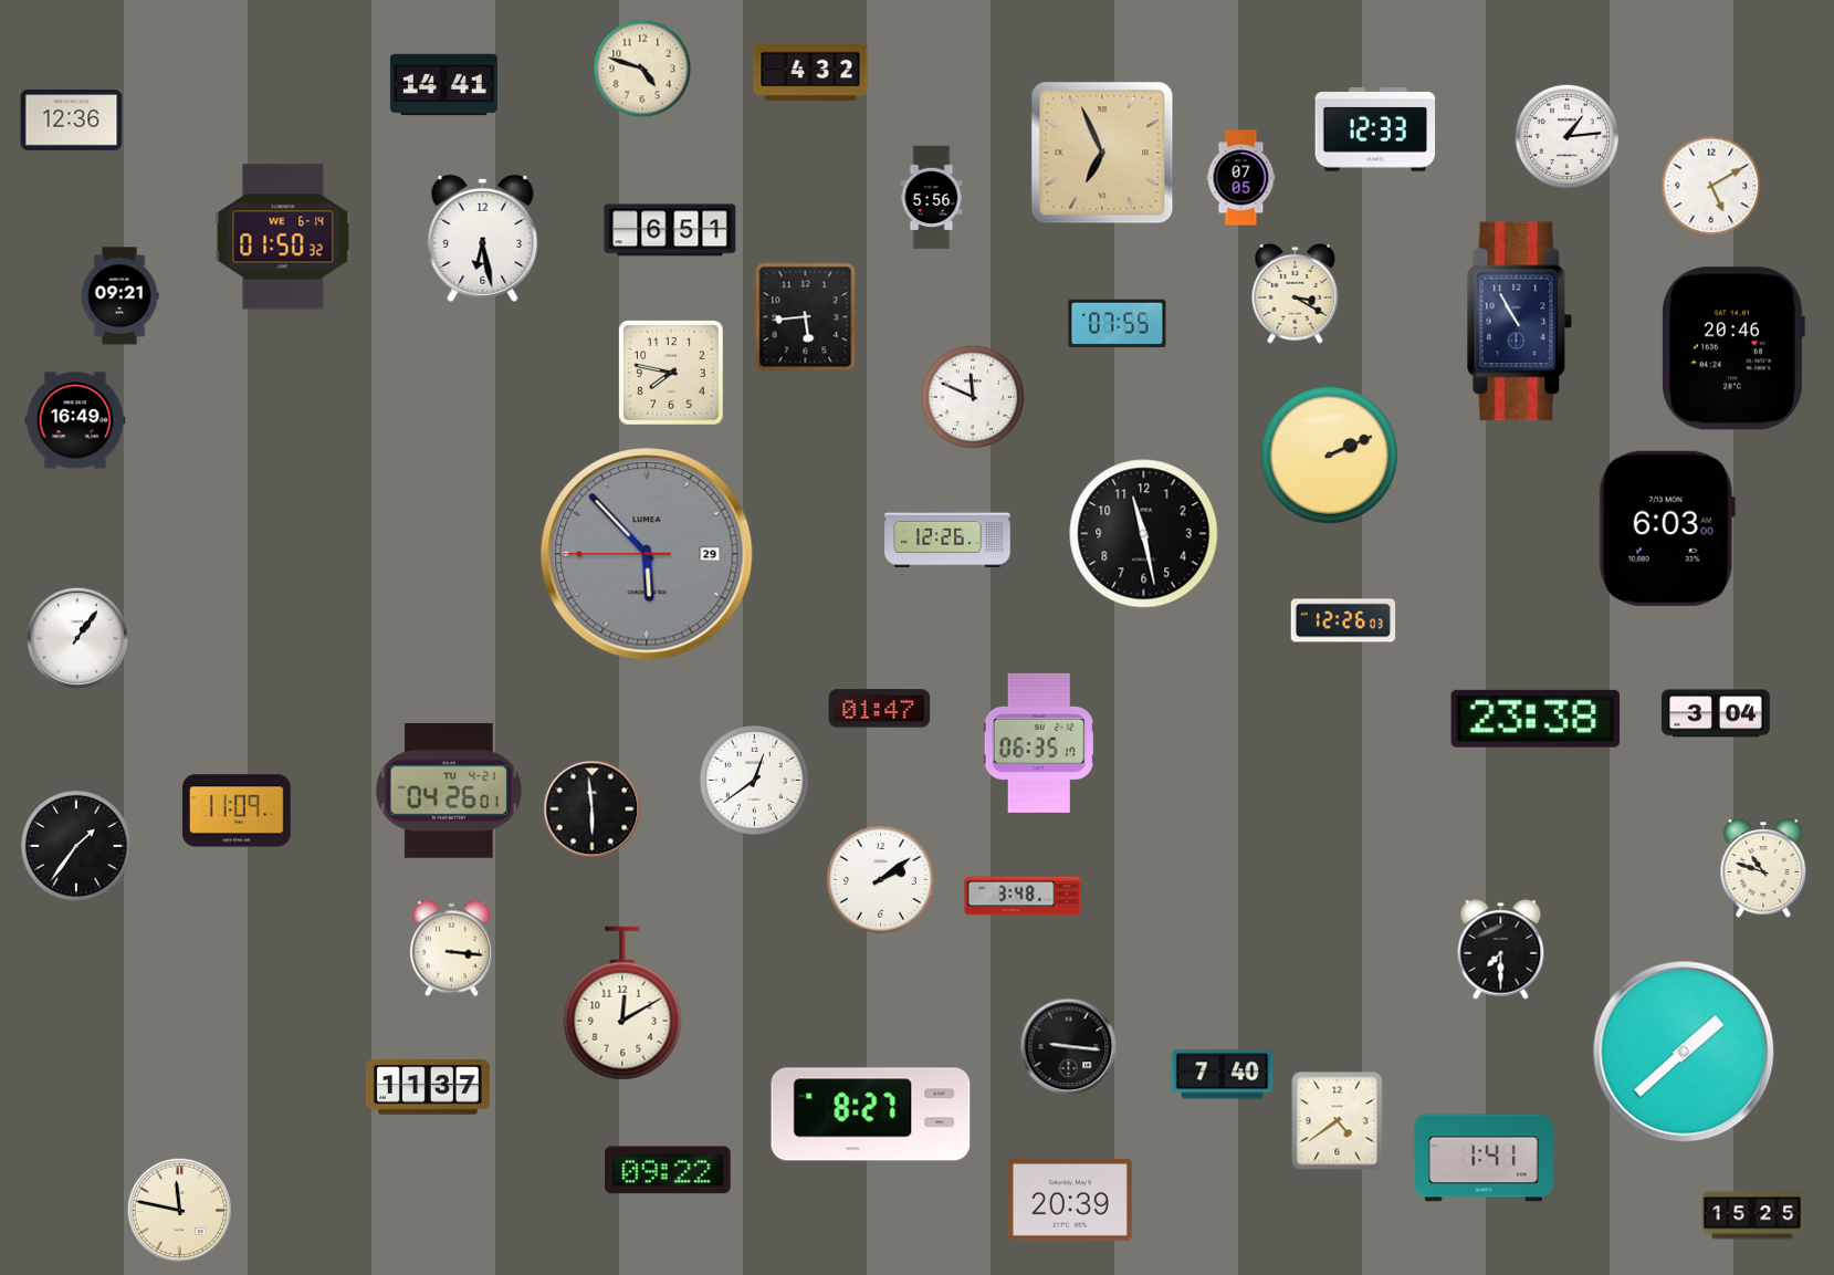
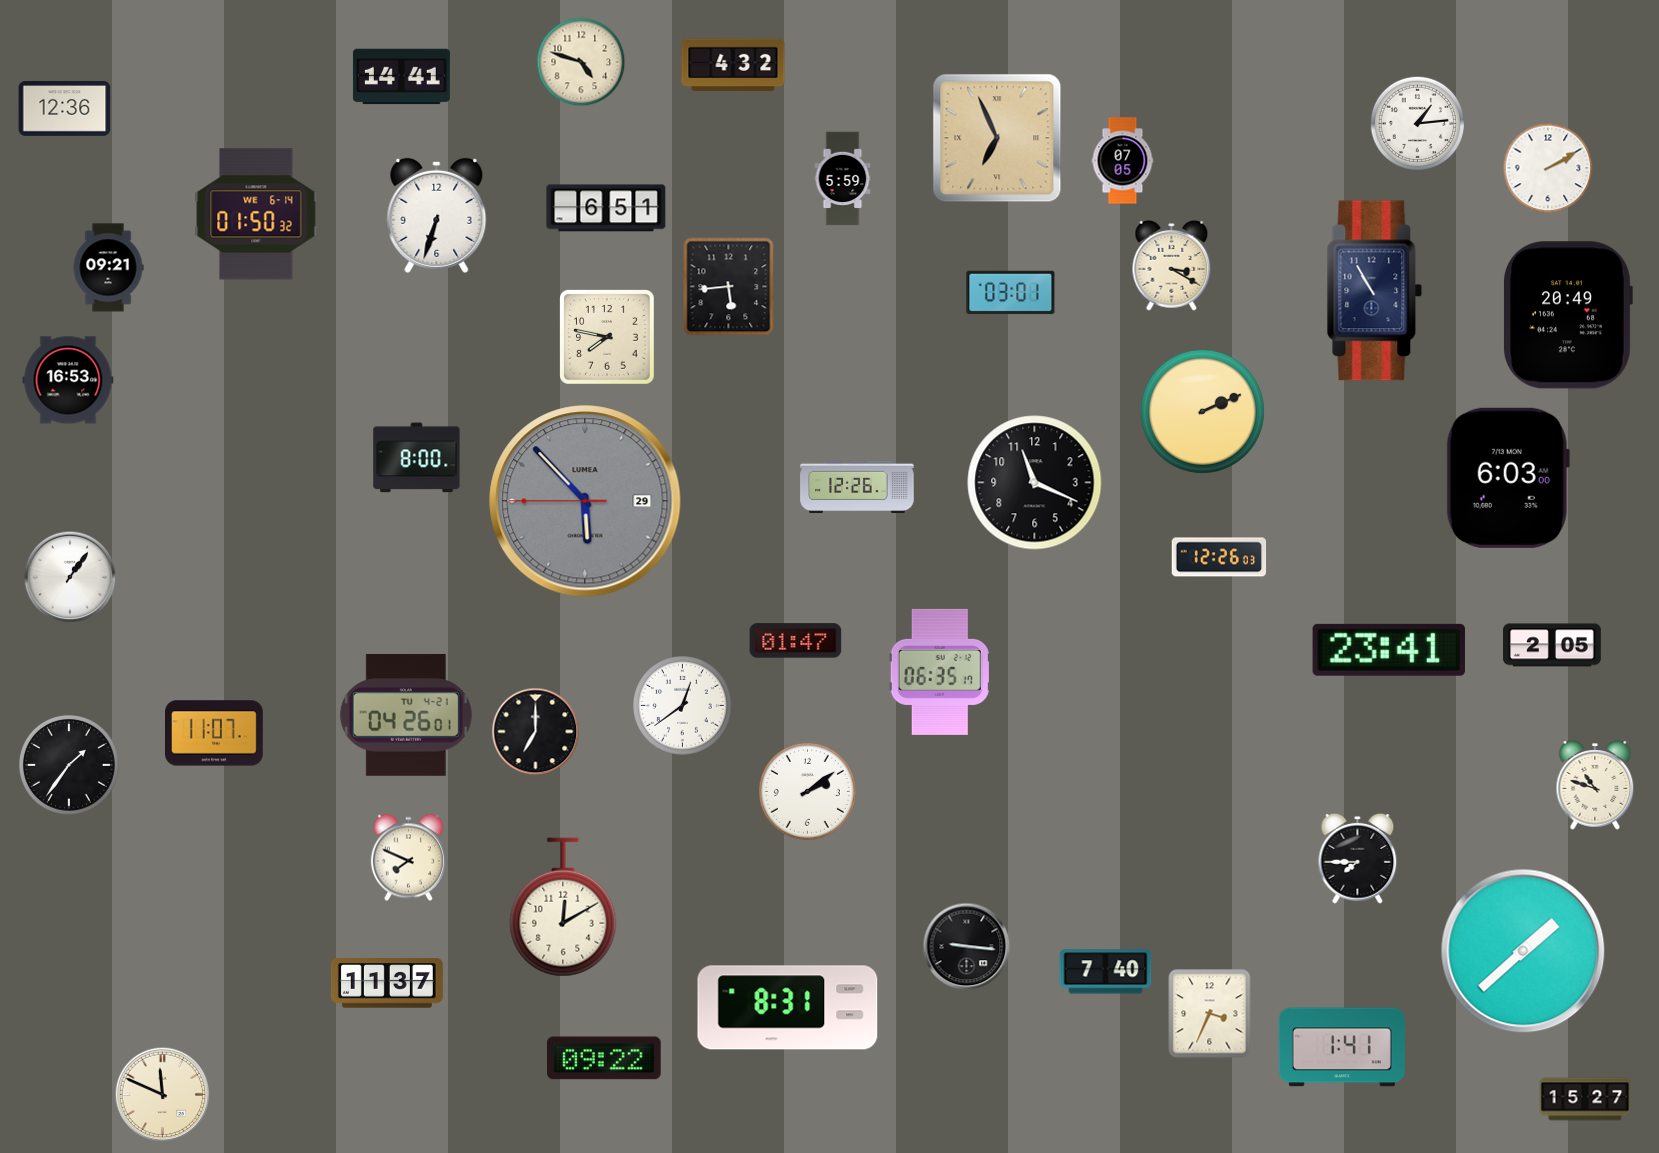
clock at (1375, 129): 12:33 -> none
clock at (1711, 186): 5:10 -> 2:10
clock at (932, 198): 5:56 -> 5:59
clock at (483, 238): 6:28 -> 6:33
clock at (1118, 324): 07:55 -> 03:01
clock at (1732, 348): 20:46 -> 20:49
clock at (973, 397): 11:49 -> none
clock at (75, 420): 16:49 -> 16:53
clock at (417, 458): none -> 8:00
clock at (1144, 534): 11:28 -> 11:19
clock at (1343, 620) position: (1343, 620) -> (1219, 557)
clock at (1717, 713): 3:04 -> 2:05
clock at (1536, 719): 23:38 -> 23:41
clock at (593, 809): 5:59 -> 7:00
clock at (238, 811): 11:09 -> 11:07
clock at (880, 879) position: (880, 879) -> (807, 791)
clock at (1023, 896): 3:48 -> none
clock at (451, 949): 3:16 -> 7:49
clock at (1501, 949): 7:30 -> 7:45
clock at (871, 1115): 8:27 -> 8:31
clock at (1338, 1121): 4:39 -> 3:34
clock at (1070, 1200): 20:39 -> none
clock at (180, 1211): 11:47 -> 11:49
clock at (1752, 1215): 15:25 -> 15:27
